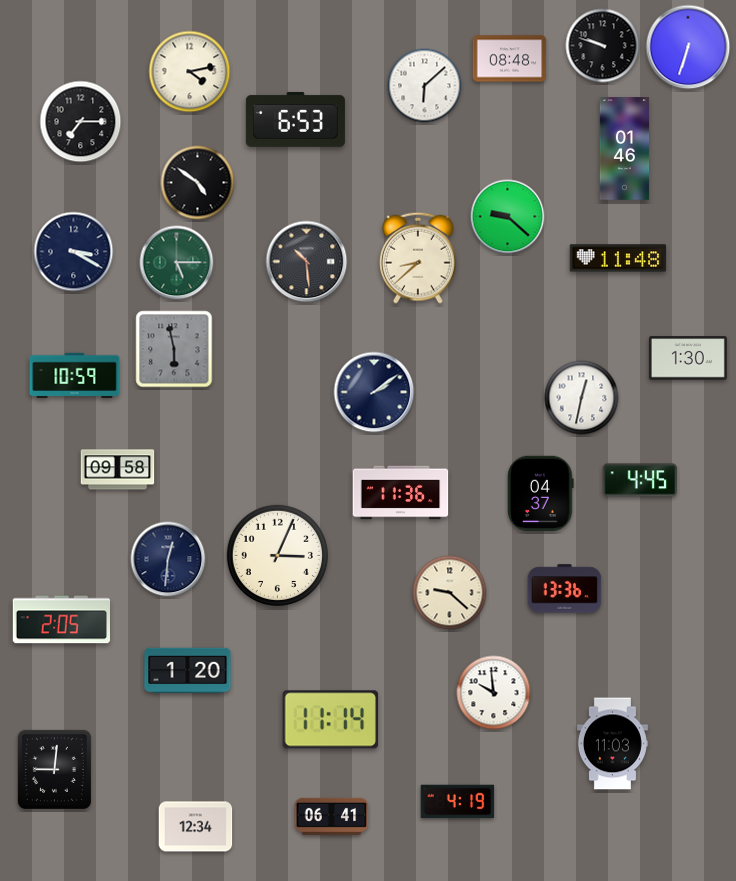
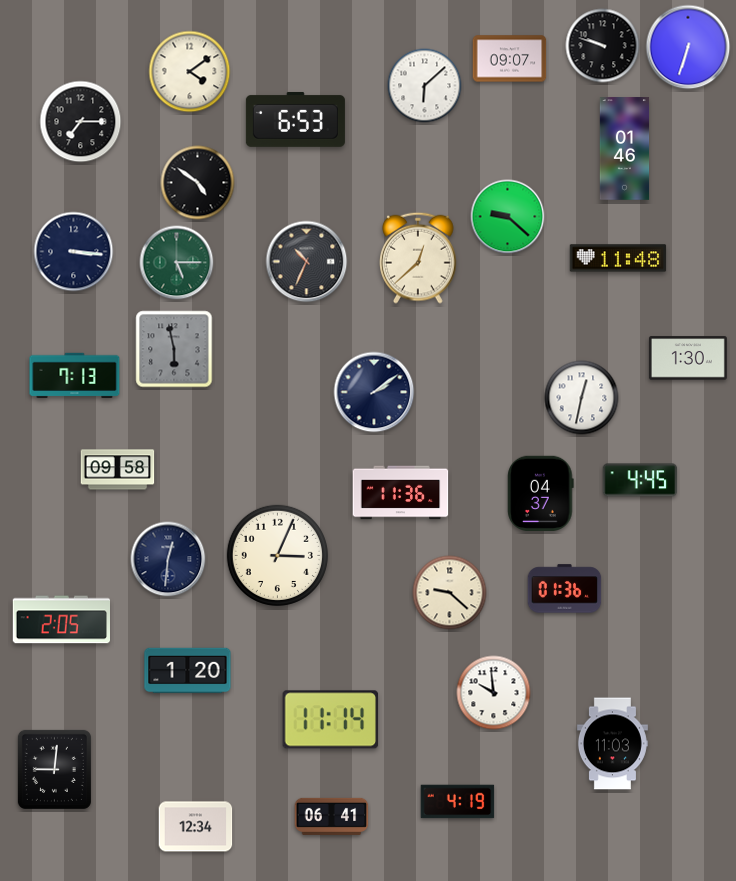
clock at (510, 59): 08:48 -> 09:07
clock at (190, 72): 4:13 -> 4:09
clock at (74, 252): 3:20 -> 3:16
clock at (419, 258): 8:38 -> 12:38
clock at (307, 262): 10:29 -> 10:34
clock at (75, 376): 10:59 -> 7:13
clock at (565, 589): 13:36 -> 01:36
